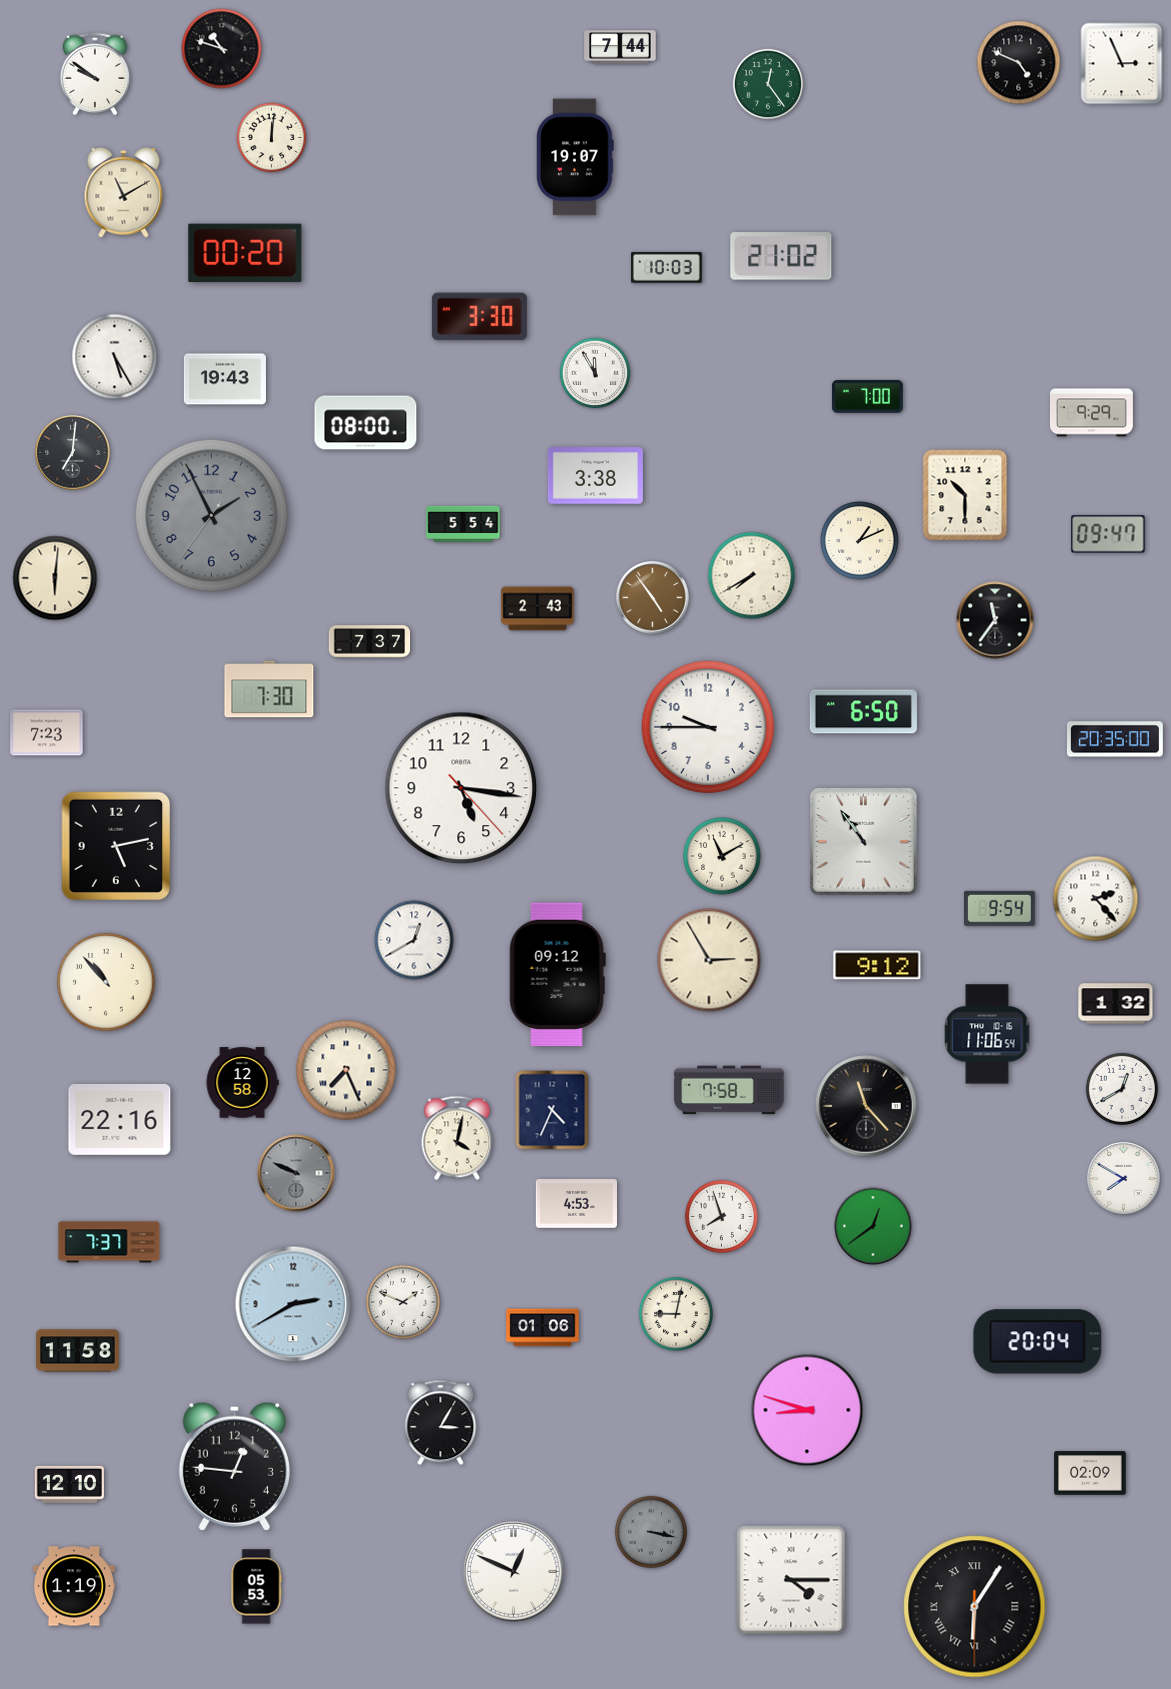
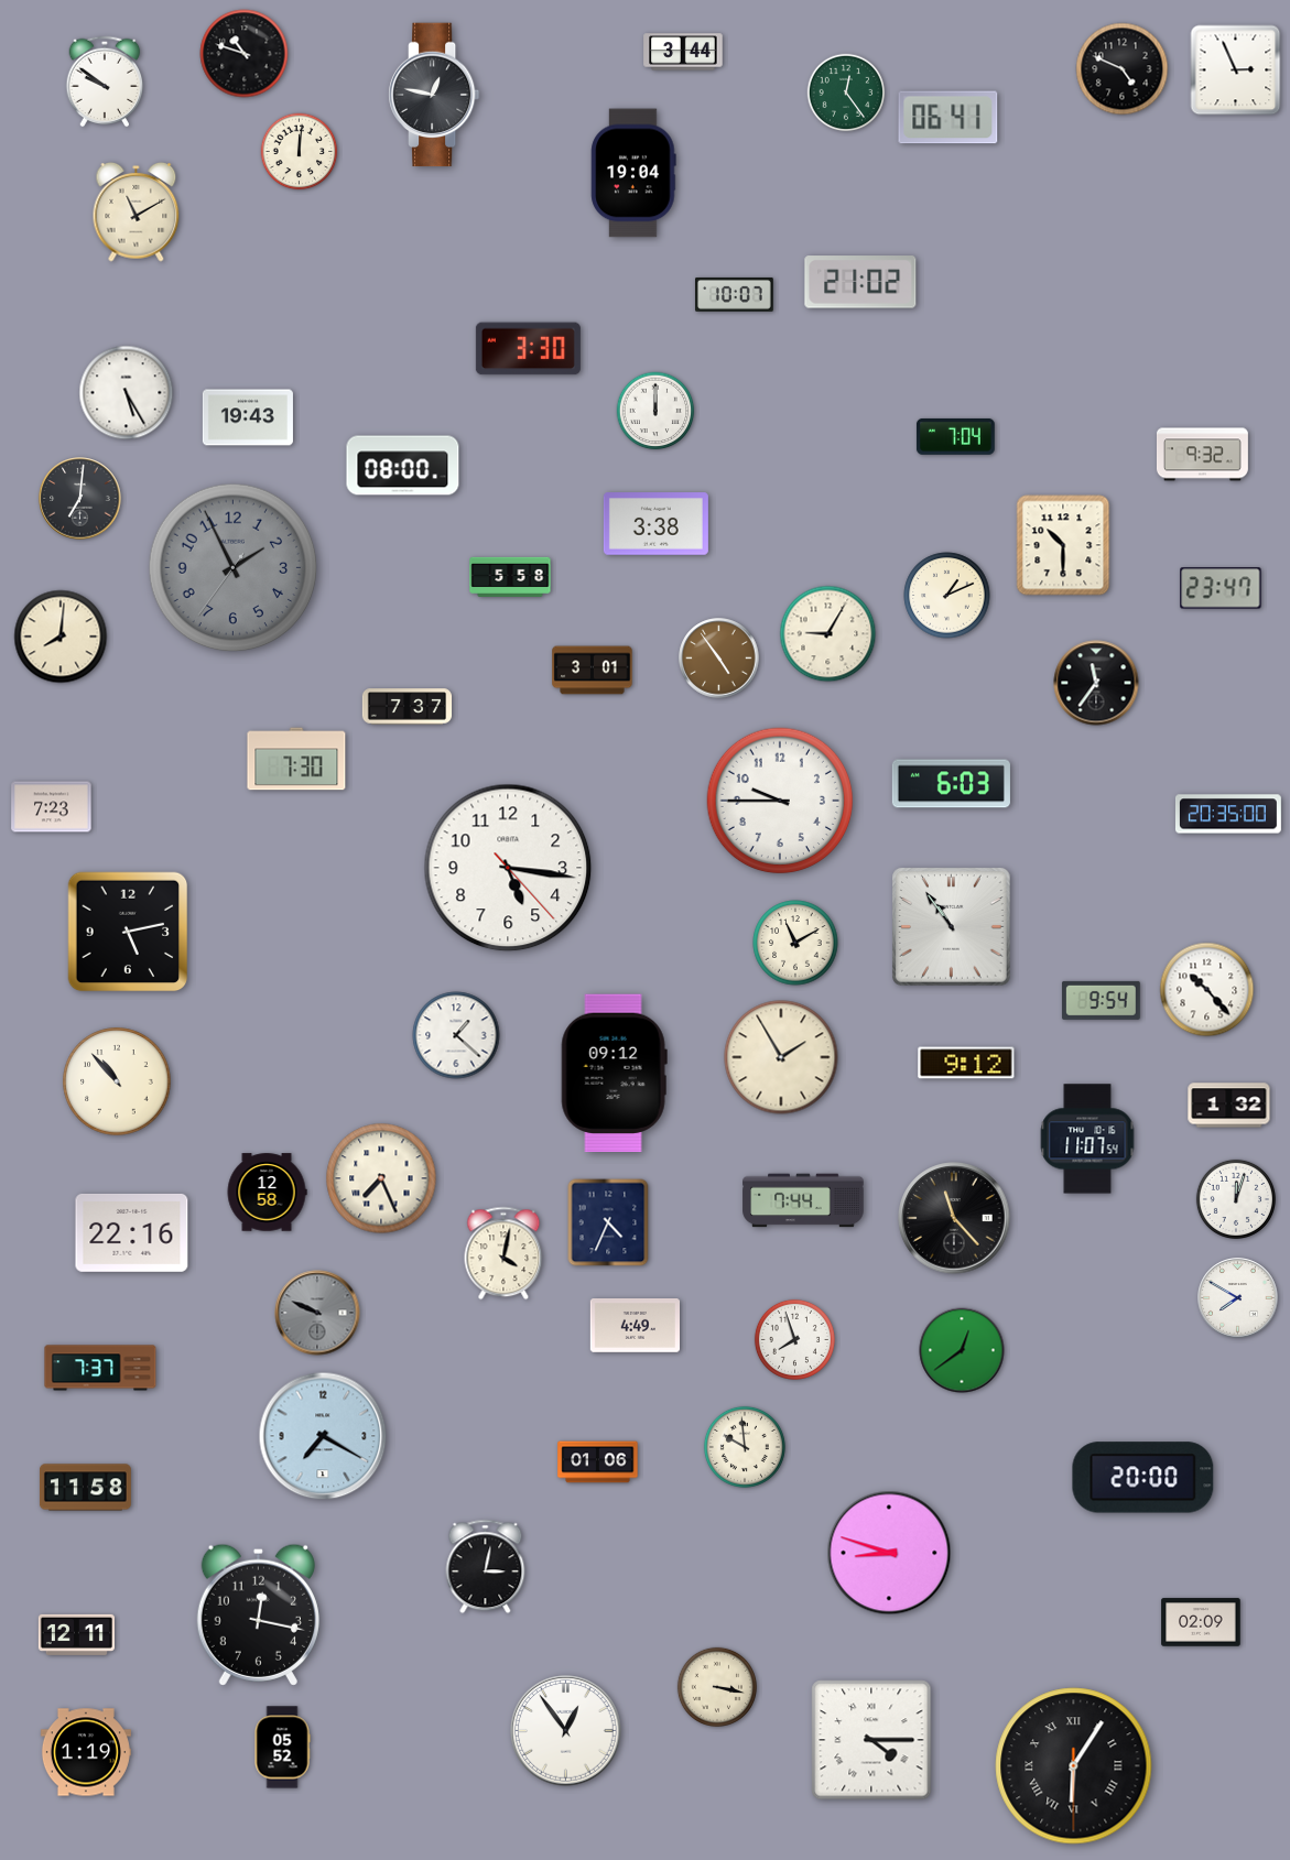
clock at (620, 47): 7:44 -> 3:44
clock at (434, 95): none -> 12:47
clock at (948, 118): none -> 06:41
clock at (575, 157): 19:07 -> 19:04
clock at (245, 253): 00:20 -> none
clock at (667, 268): 10:03 -> 10:07
clock at (595, 373): 11:55 -> 12:00
clock at (868, 396): 7:00 -> 7:04
clock at (1091, 413): 9:29 -> 9:32
clock at (463, 524): 5:54 -> 5:58
clock at (1108, 534): 09:47 -> 23:47
clock at (752, 576): 7:40 -> 9:05
clock at (55, 578): 6:01 -> 8:01
clock at (538, 609): 2:43 -> 3:01
clock at (863, 712): 6:50 -> 6:03
clock at (1096, 899): 2:23 -> 10:23
clock at (414, 940): 12:40 -> 1:22
clock at (709, 960): 2:55 -> 1:55
clock at (987, 1034): 11:06 -> 11:07
clock at (1121, 1088): 12:40 -> 12:03
clock at (729, 1090): 7:58 -> 7:44
clock at (296, 1173) position: (296, 1173) -> (317, 1313)
clock at (576, 1204): 4:53 -> 4:49
clock at (109, 1242) position: (109, 1242) -> (100, 1368)
clock at (403, 1302): 1:49 -> none
clock at (293, 1304): 2:40 -> 7:20
clock at (676, 1314): 9:02 -> 9:59
clock at (1038, 1342): 20:04 -> 20:00
clock at (441, 1423): 3:05 -> 3:02
clock at (234, 1466): 12:46 -> 12:17
clock at (69, 1484): 12:10 -> 12:11
clock at (650, 1531) dial: grey -> cream
clock at (514, 1572): 12:49 -> 12:54
clock at (74, 1586) position: (74, 1586) -> (86, 1752)
clock at (256, 1587): 05:53 -> 05:52
clock at (975, 1607) position: (975, 1607) -> (1074, 1766)
